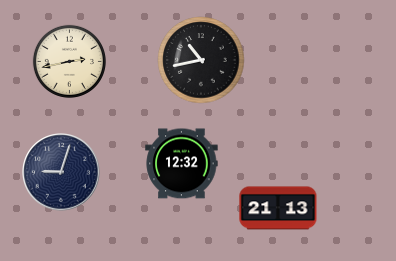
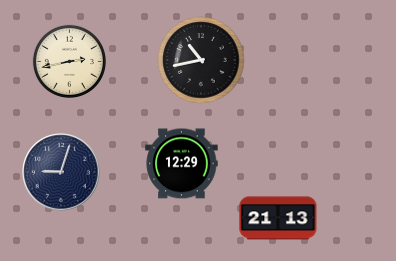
clock at (182, 164): 12:32 -> 12:29
clock at (278, 208) position: (278, 208) -> (278, 218)
